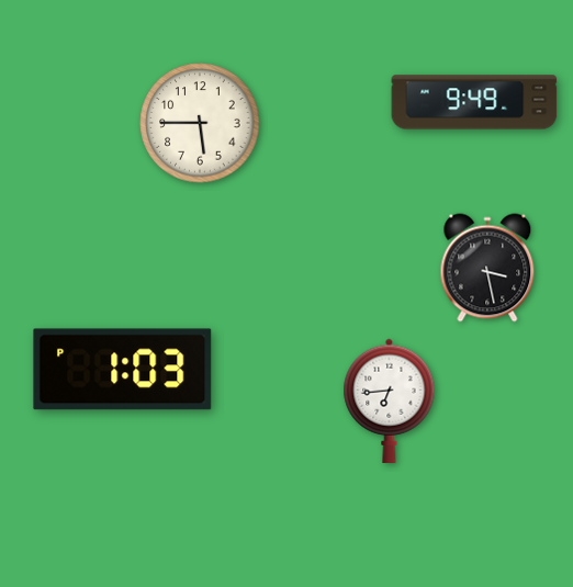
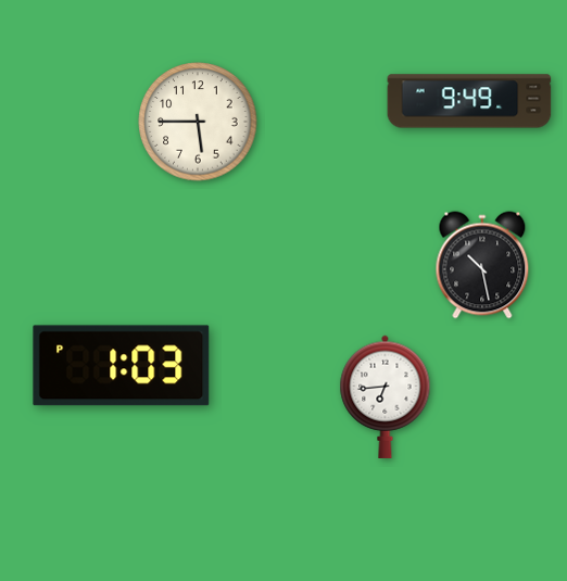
clock at (487, 268): 3:28 -> 10:28
